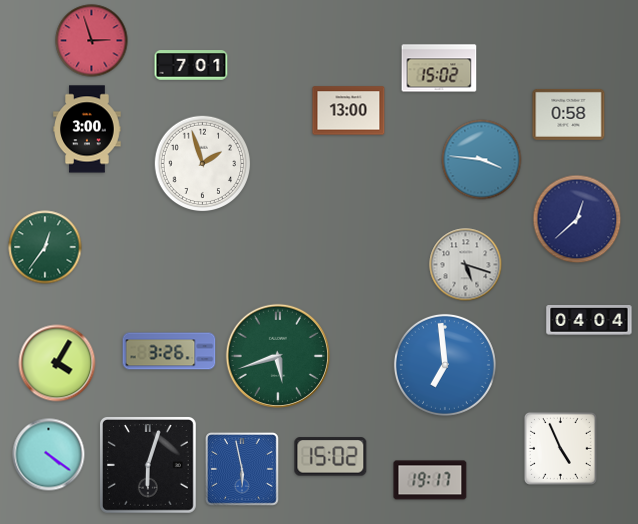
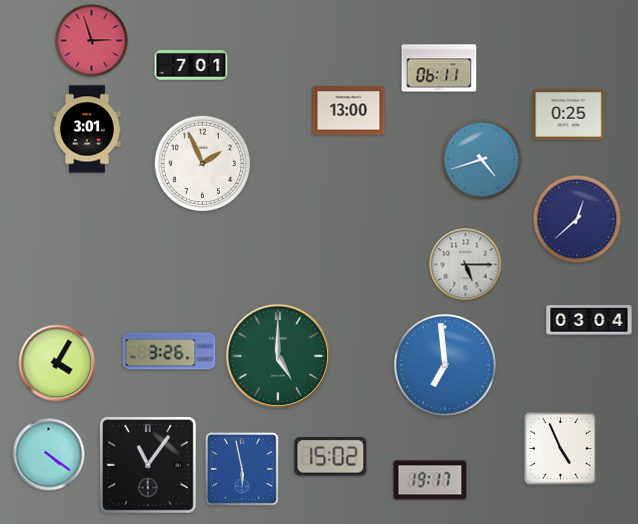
clock at (439, 68): 15:02 -> 06:11
clock at (569, 114): 0:58 -> 0:25
clock at (87, 129): 3:00 -> 3:01
clock at (482, 160): 3:46 -> 4:42
clock at (203, 164): 1:57 -> 1:56
clock at (45, 247): 12:36 -> none
clock at (466, 265): 5:18 -> 5:15
clock at (589, 320): 04:04 -> 03:04
clock at (278, 356): 5:42 -> 5:00
clock at (148, 465): 6:03 -> 11:06
